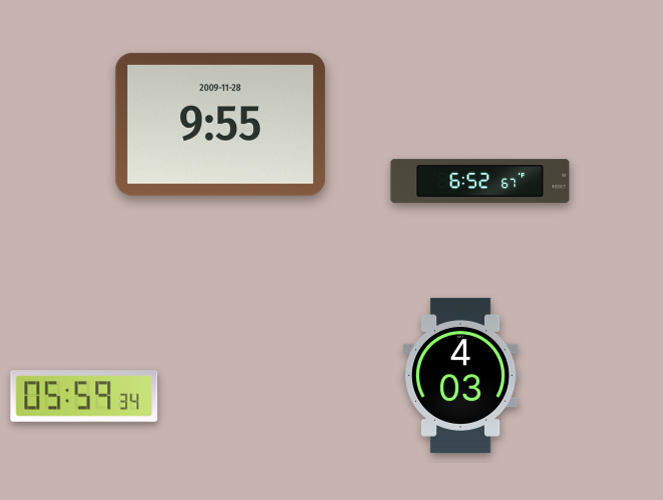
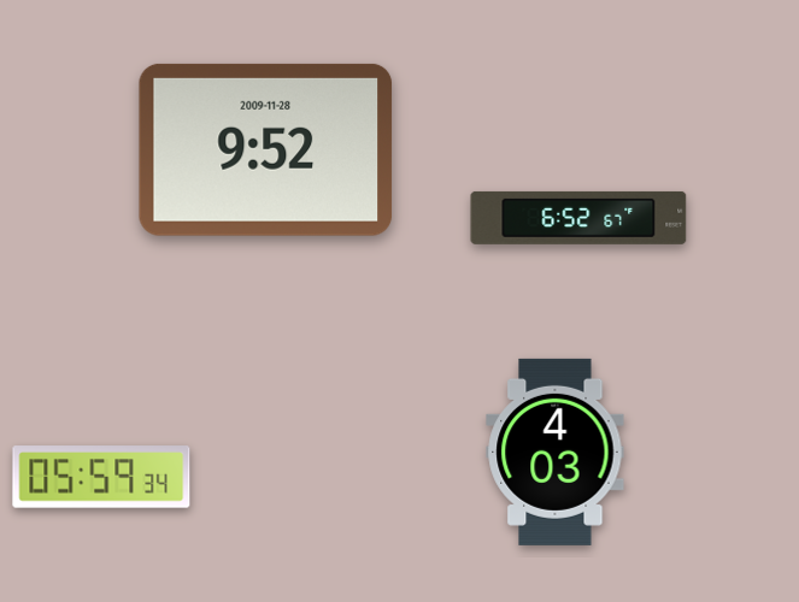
clock at (221, 124): 9:55 -> 9:52
